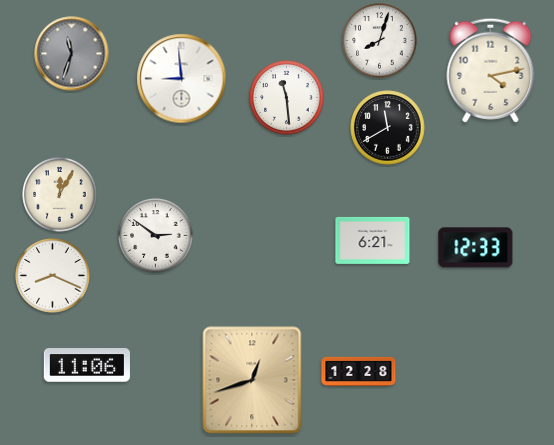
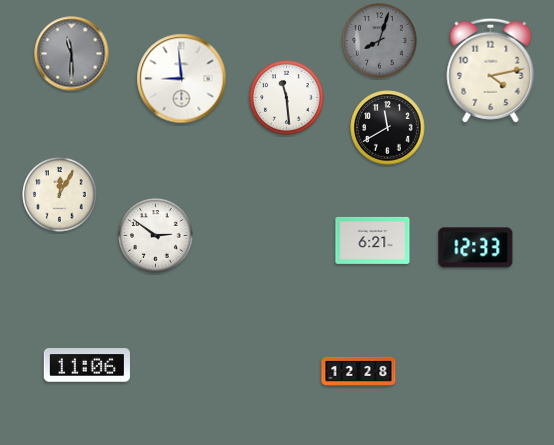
clock at (380, 41) dial: white -> grey
clock at (72, 54): 11:33 -> 11:30
clock at (53, 276): 8:19 -> none
clock at (252, 380): 12:42 -> none
